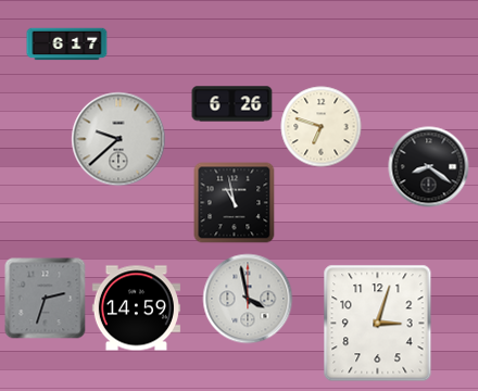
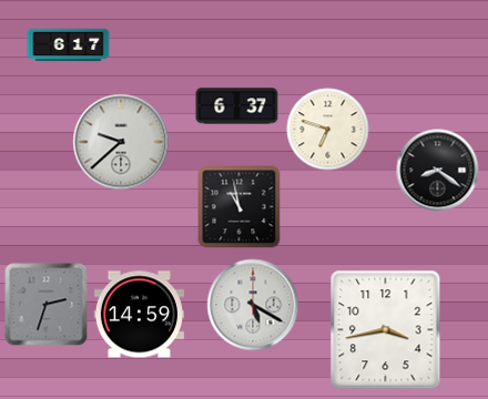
clock at (232, 104): 6:26 -> 6:37
clock at (248, 299): 3:58 -> 5:20
clock at (378, 324): 3:03 -> 3:43
